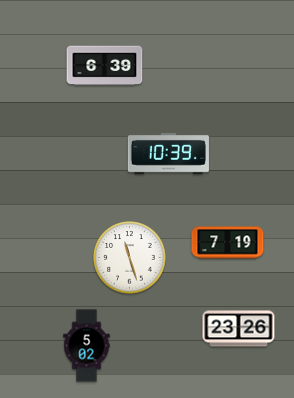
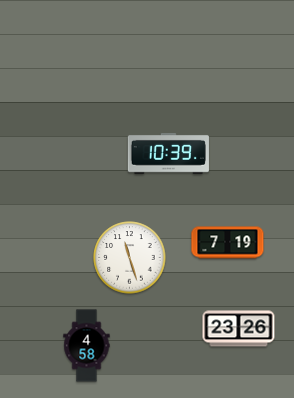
clock at (105, 66): 6:39 -> none
clock at (87, 346): 5:02 -> 4:58
